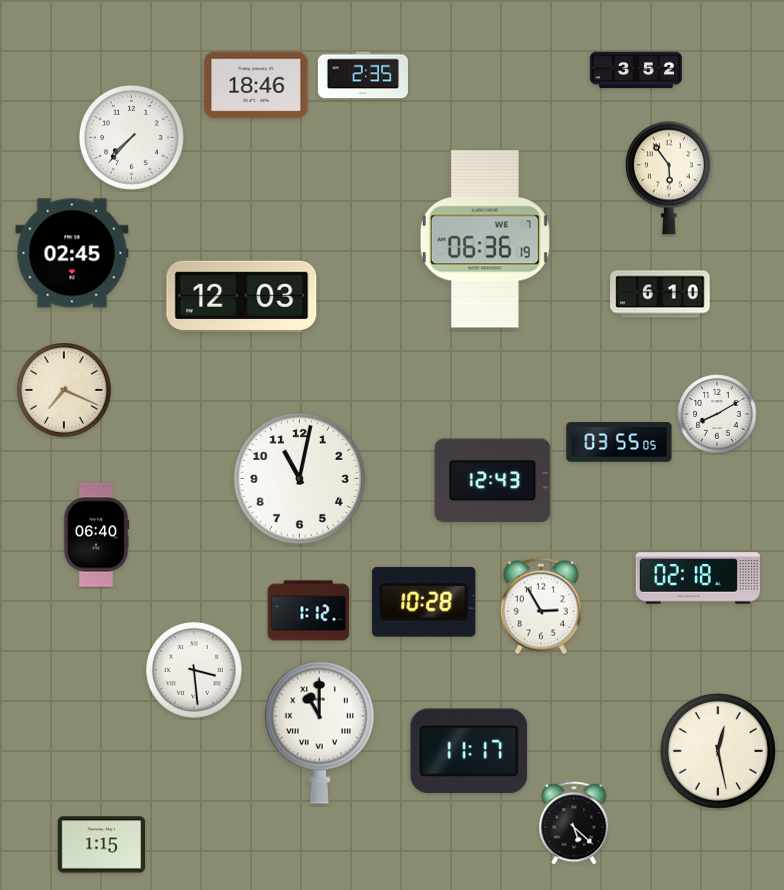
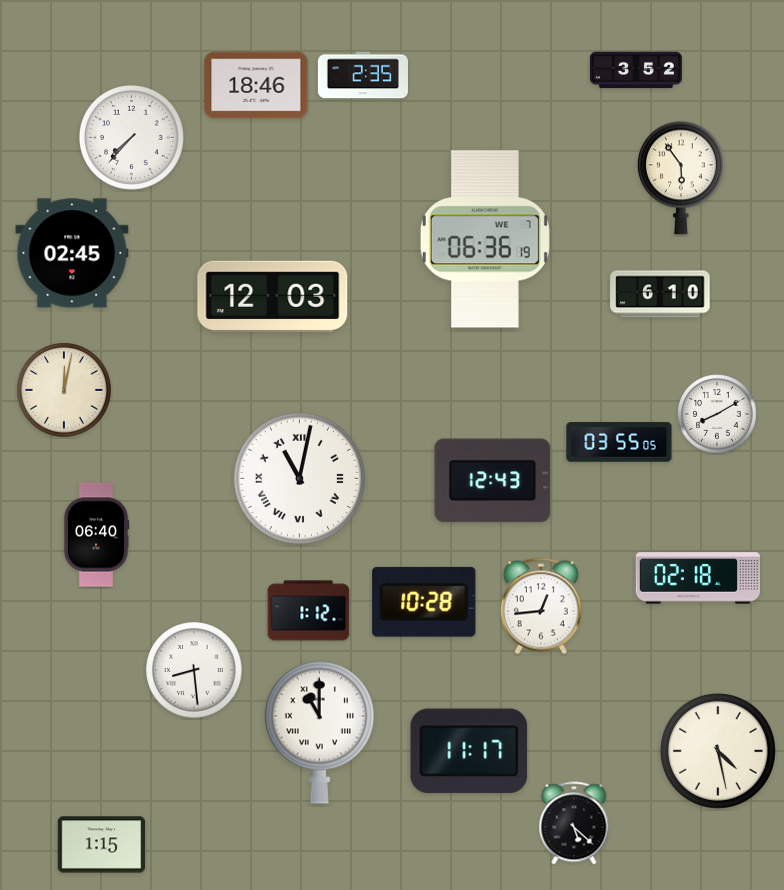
clock at (669, 178) position: (669, 178) -> (681, 178)
clock at (242, 296) position: (242, 296) -> (273, 296)
clock at (64, 390): 7:19 -> 12:02
clock at (299, 478) numerals: Arabic -> Roman
clock at (541, 606): 2:55 -> 12:44
clock at (194, 670): 3:29 -> 8:29
clock at (718, 751): 12:28 -> 4:28
